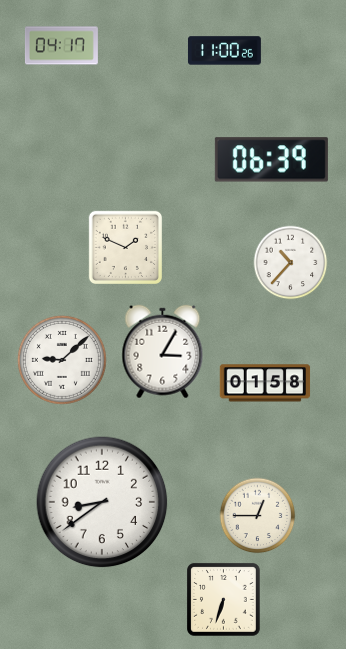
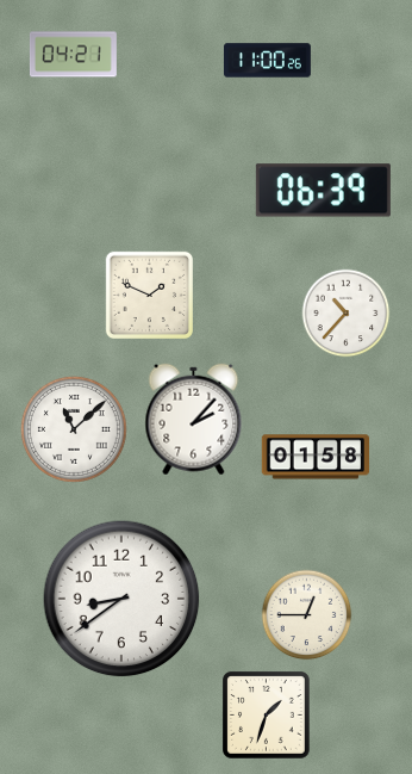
clock at (61, 46): 04:17 -> 04:21
clock at (163, 352): 3:05 -> 2:07
clock at (62, 360): 9:08 -> 11:08
clock at (224, 600): 6:33 -> 1:33
